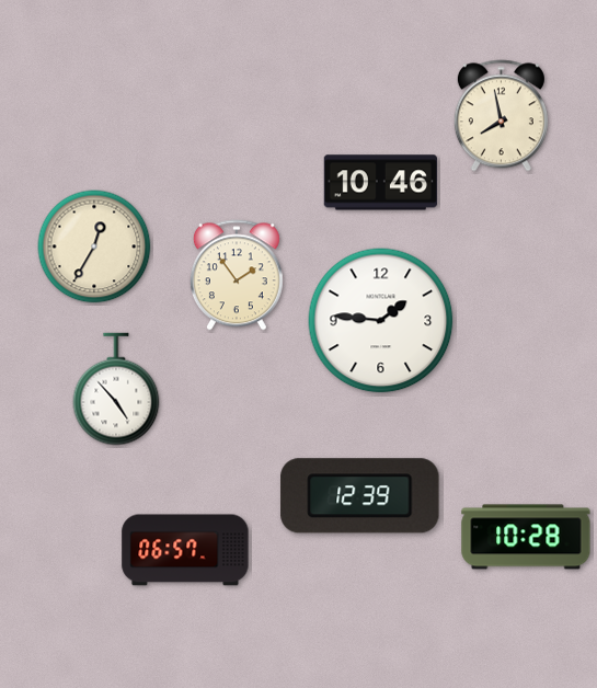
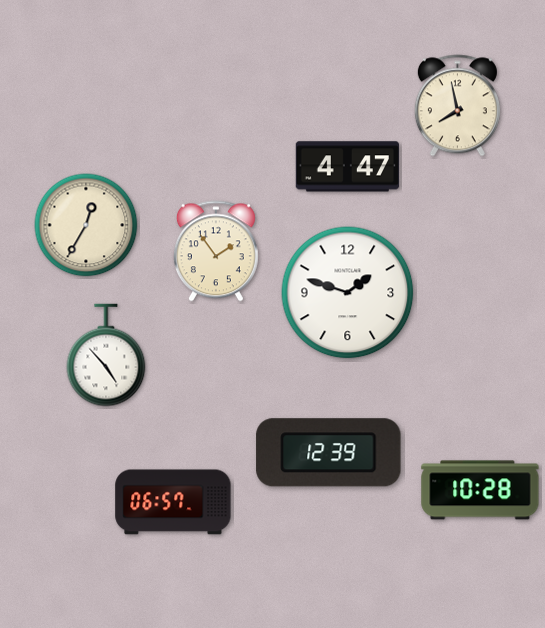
clock at (380, 183): 10:46 -> 4:47
clock at (381, 321): 1:46 -> 1:48
clock at (185, 550) position: (185, 550) -> (173, 502)
